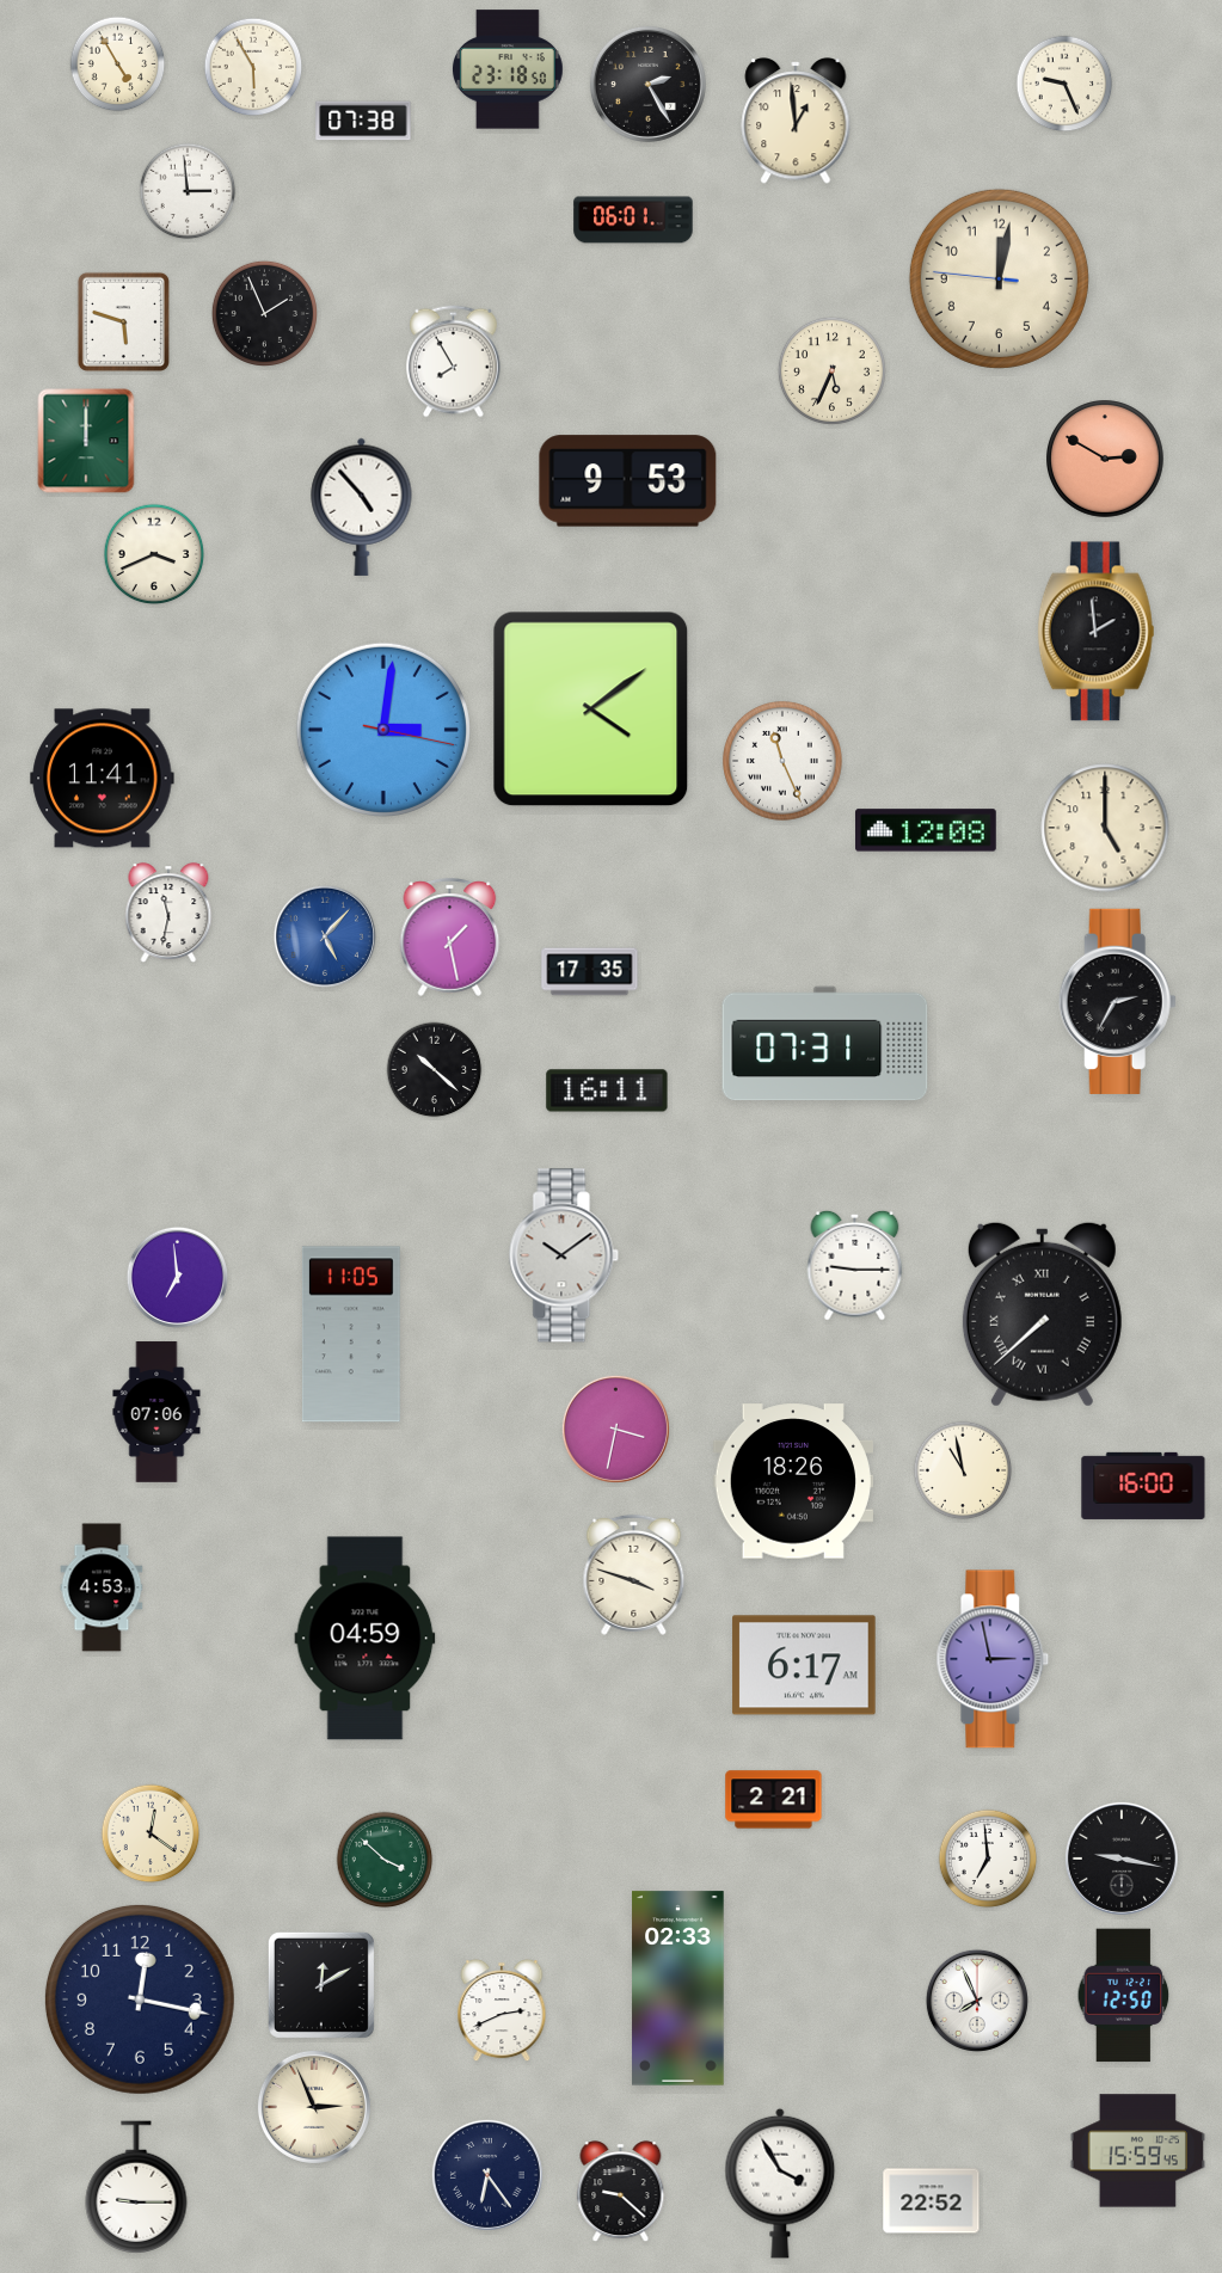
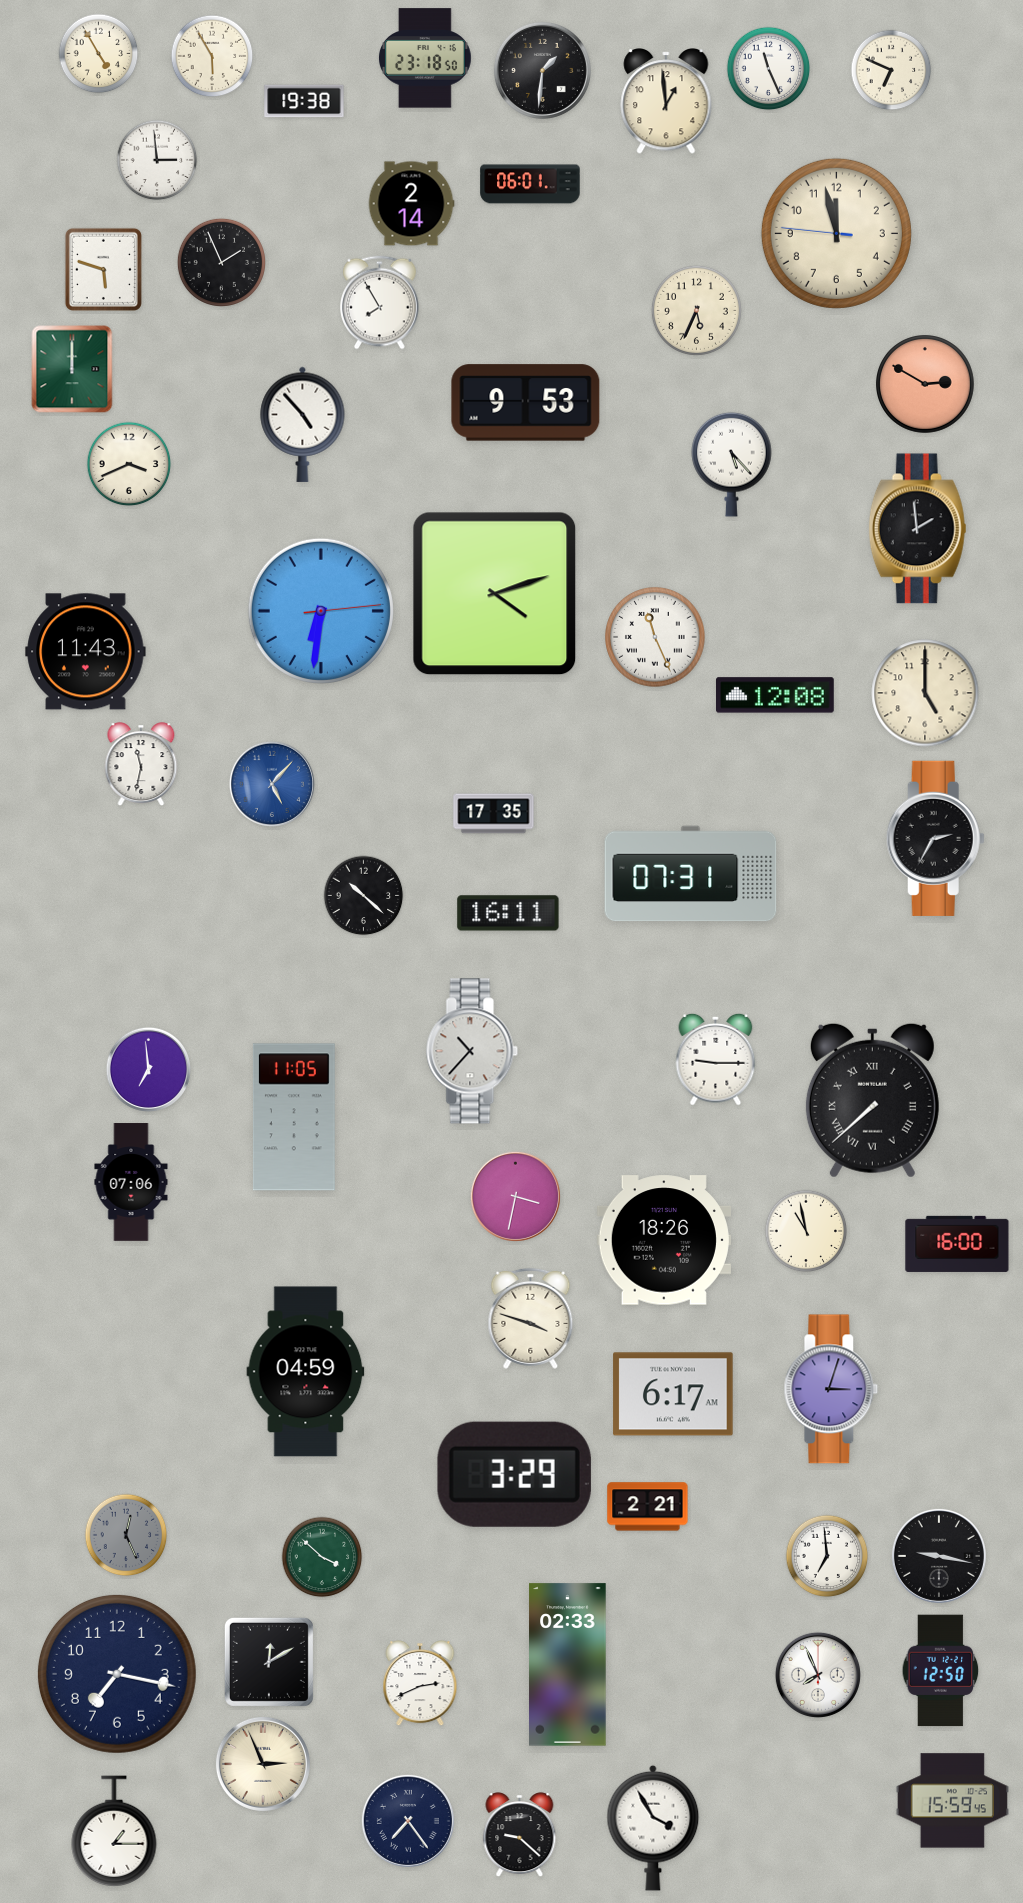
clock at (769, 69): none -> 11:26
clock at (647, 84): 2:25 -> 1:31
clock at (1064, 84): 9:26 -> 6:49
clock at (363, 121): 07:38 -> 19:38
clock at (411, 204): none -> 2:14
clock at (999, 278): 12:01 -> 11:57
clock at (732, 464): none -> 5:23
clock at (591, 709): 4:09 -> 4:12
clock at (383, 730): 3:01 -> 6:31
clock at (103, 779): 11:41 -> 11:43
clock at (450, 936): 1:28 -> none
clock at (564, 1255): 10:09 -> 10:37
clock at (102, 1587): 4:53 -> none
clock at (993, 1659): 2:58 -> 3:03
clock at (514, 1474): none -> 3:29
clock at (151, 1833): 12:21 -> 12:26
clock at (151, 1833) dial: cream -> grey
clock at (140, 1999): 12:17 -> 7:17
clock at (487, 2175): 6:24 -> 7:24
clock at (136, 2187): 9:15 -> 1:15
clock at (932, 2201): 22:52 -> none
